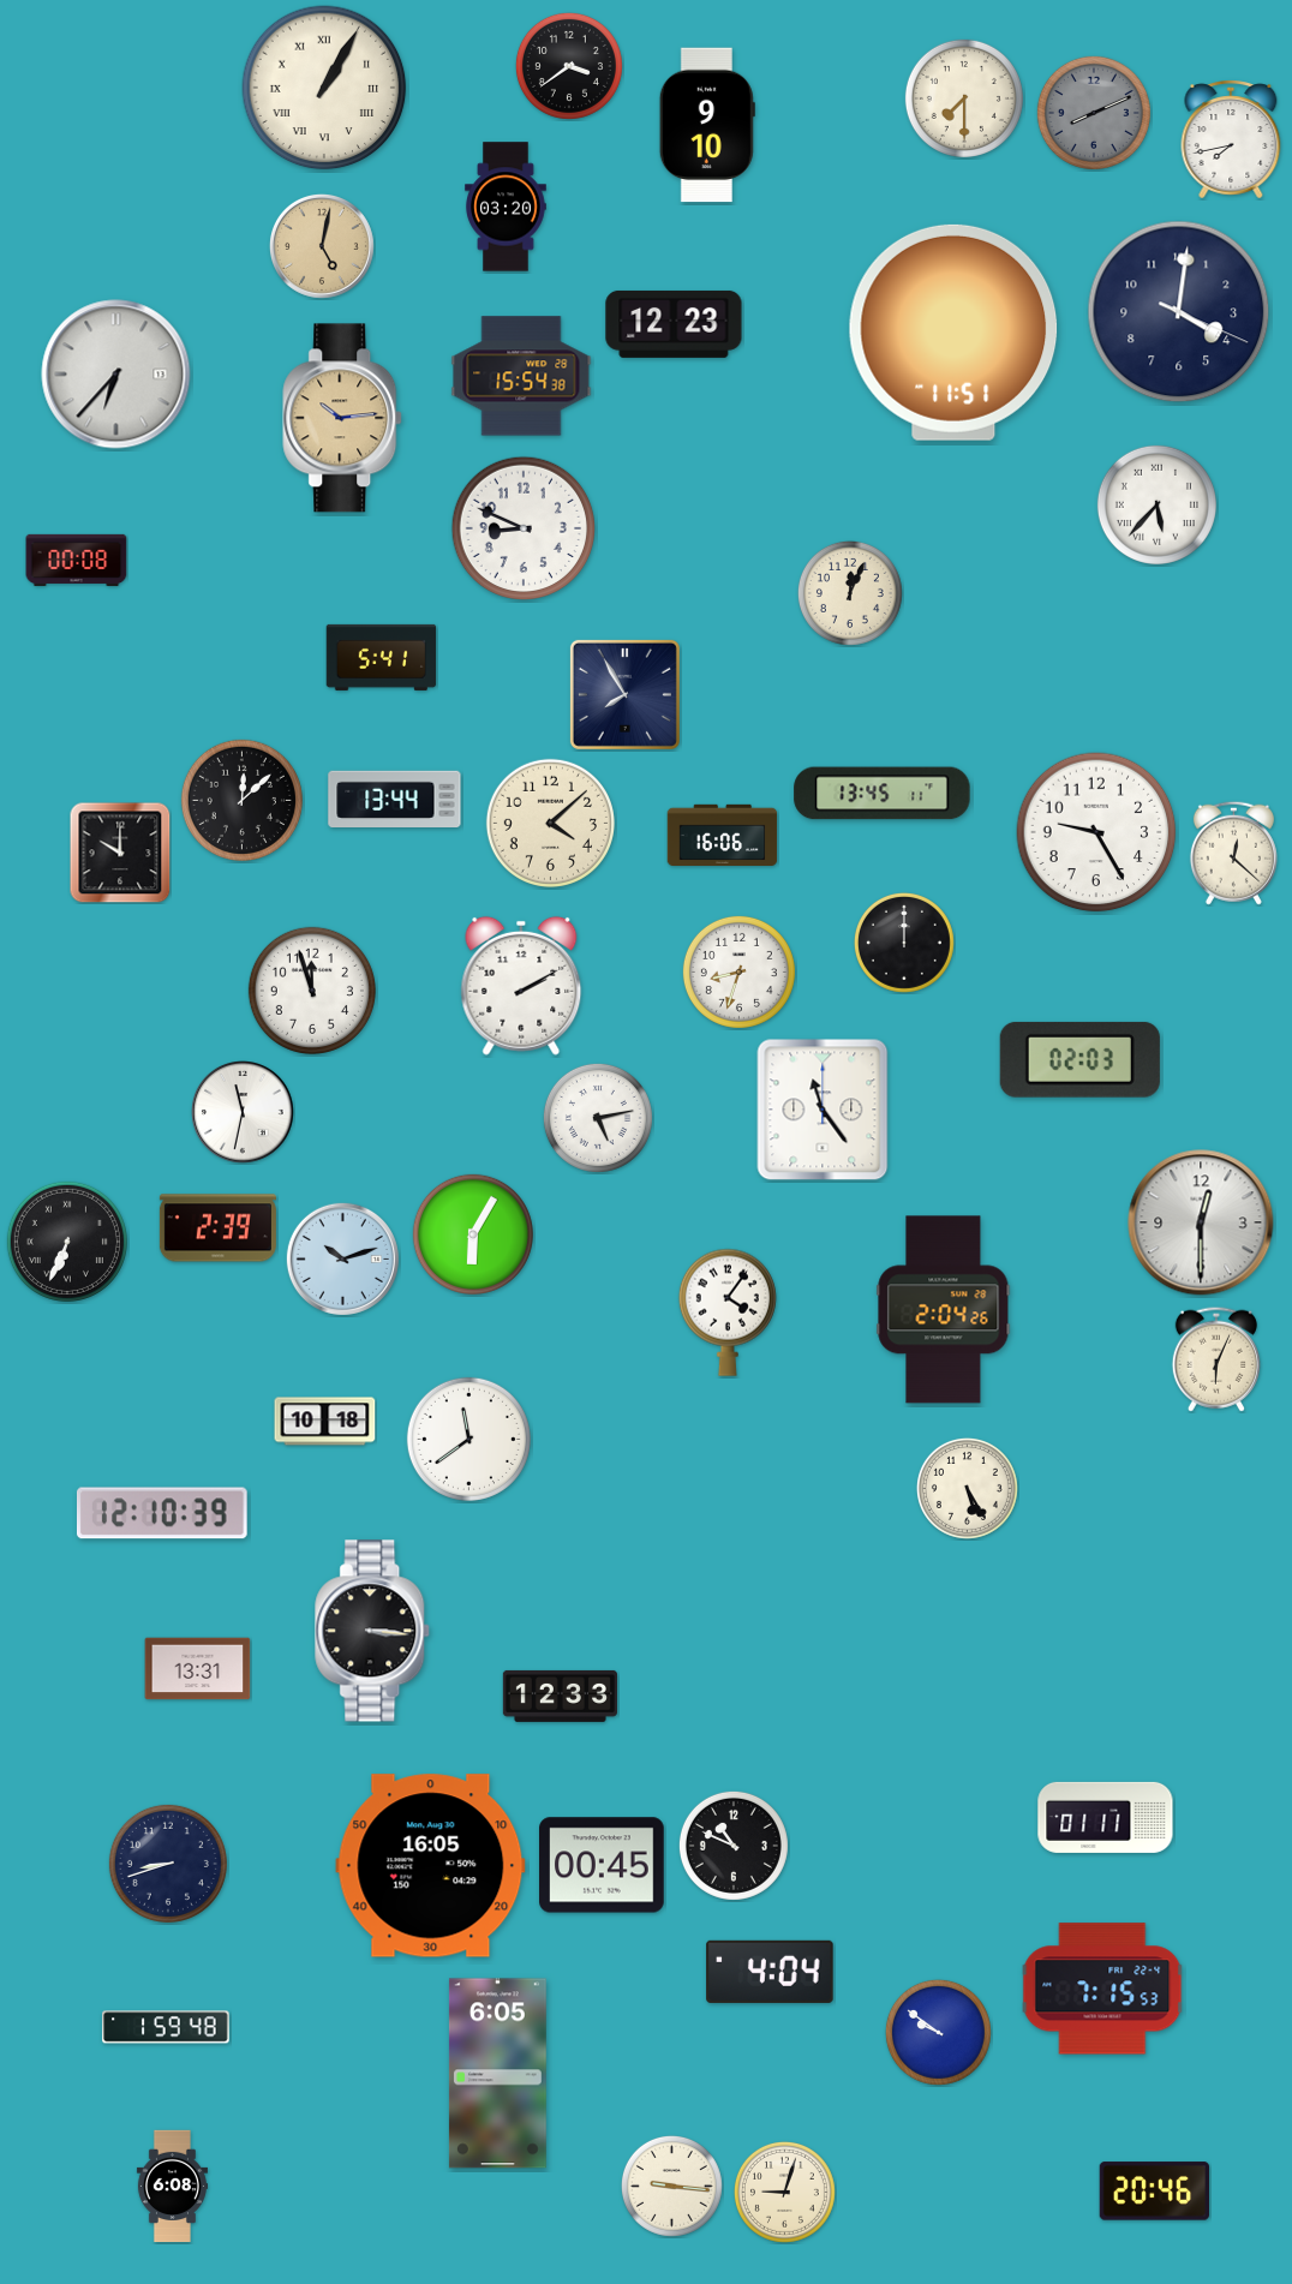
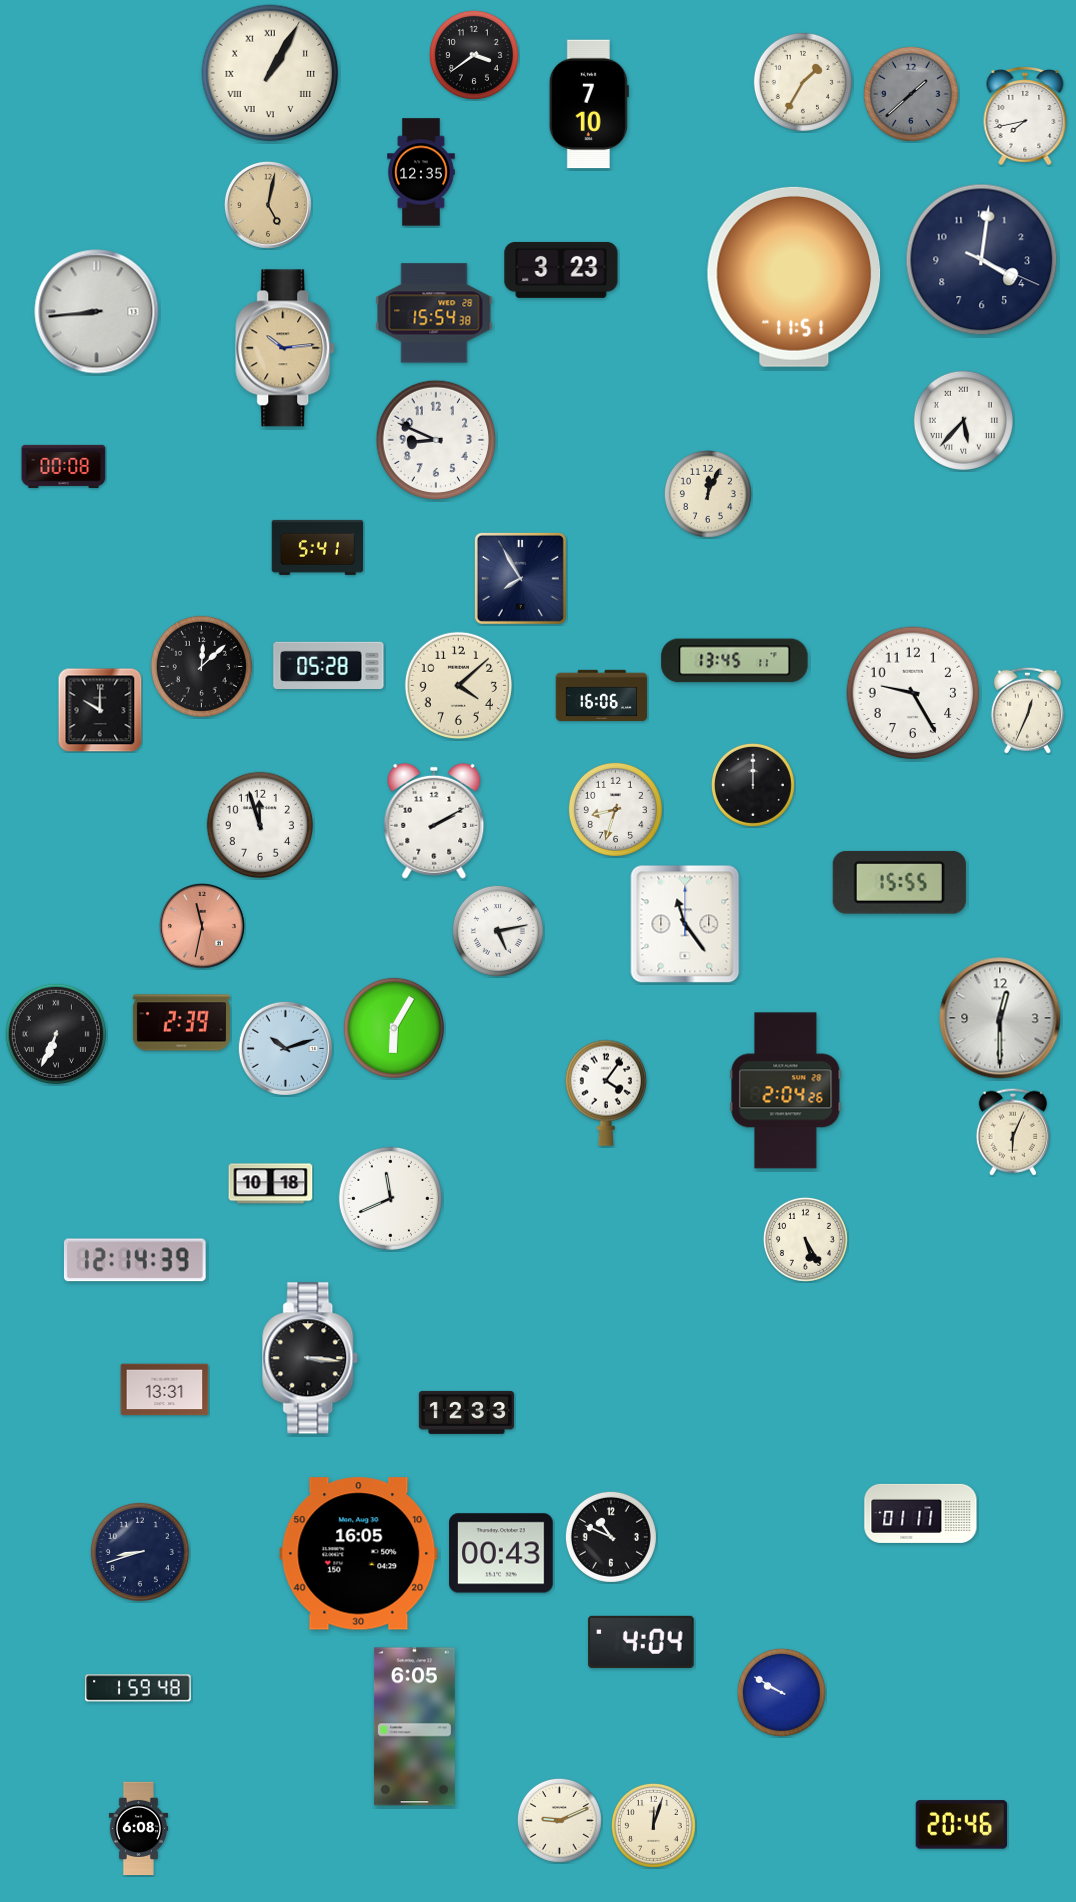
clock at (964, 98): 7:30 -> 1:35
clock at (1094, 113): 8:11 -> 1:38
clock at (707, 125): 9:10 -> 7:10
clock at (506, 207): 03:20 -> 12:35
clock at (674, 324): 12:23 -> 3:23
clock at (116, 375): 6:37 -> 8:44
clock at (395, 800): 13:44 -> 05:28
clock at (1233, 853): 12:22 -> 12:34
clock at (1079, 1059): 02:03 -> 15:55
clock at (244, 1113) dial: white -> salmon
clock at (468, 1439): 11:39 -> 11:41
clock at (162, 1513): 12:10 -> 12:14
clock at (602, 1865): 00:45 -> 00:43
clock at (1102, 1989): 7:15 -> none
clock at (938, 2032): 9:51 -> 9:50
clock at (671, 2186): 9:16 -> 9:11
clock at (172, 2187) position: (172, 2187) -> (138, 1829)
clock at (784, 2192): 9:03 -> 12:03
